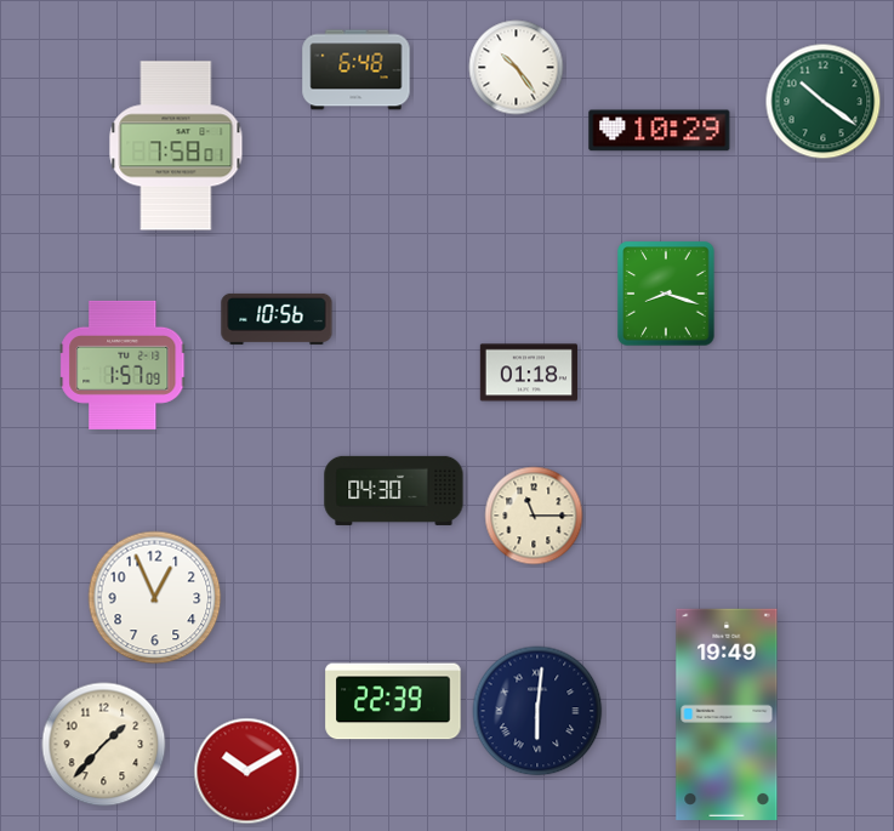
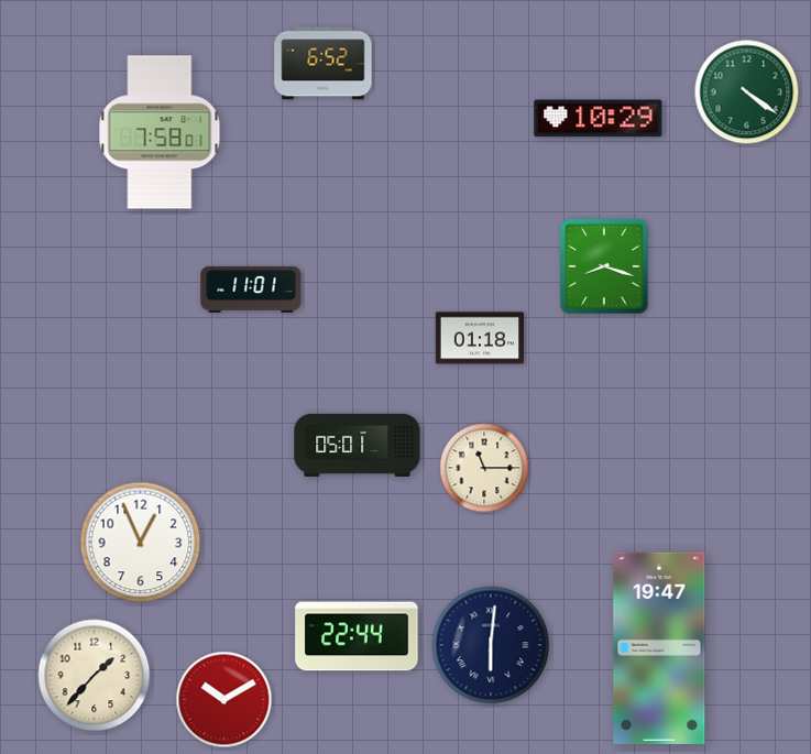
clock at (517, 68): 10:24 -> none
clock at (357, 70): 6:48 -> 6:52
clock at (824, 102): 10:21 -> 4:21
clock at (277, 319): 10:56 -> 11:01
clock at (123, 365): 1:57 -> none
clock at (394, 490): 04:30 -> 05:01
clock at (393, 701): 22:39 -> 22:44
clock at (537, 711) position: (537, 711) -> (491, 645)
clock at (727, 715): 19:49 -> 19:47
